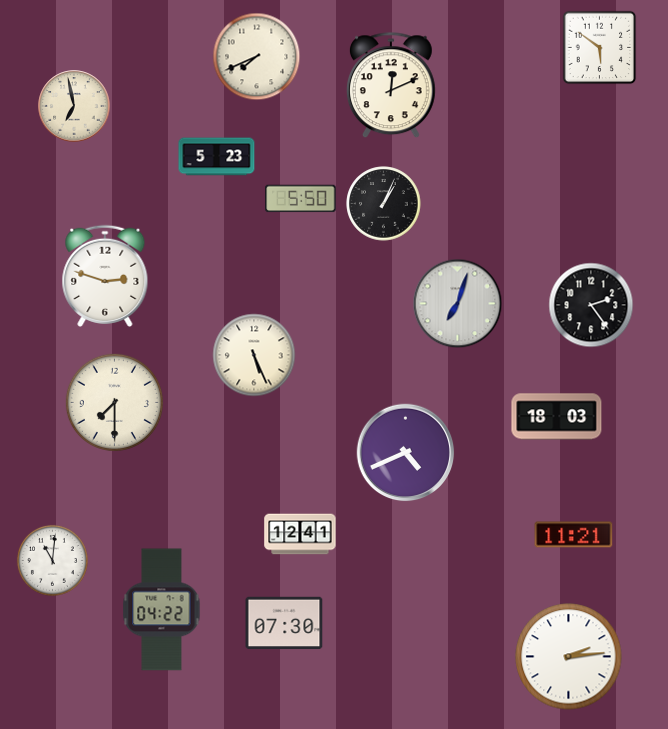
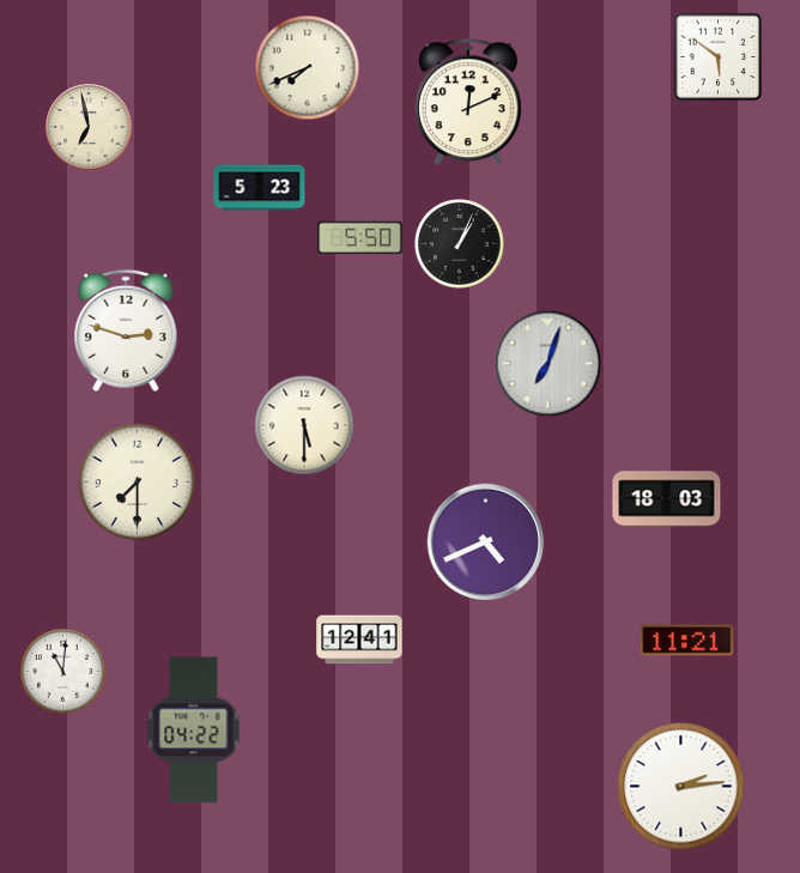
clock at (591, 305): 2:24 -> none
clock at (254, 355): 5:26 -> 5:30
clock at (284, 623): 07:30 -> none
